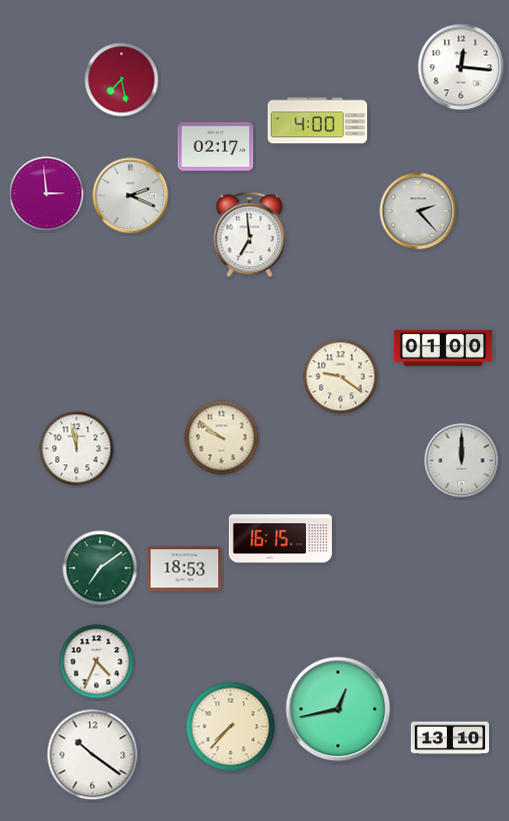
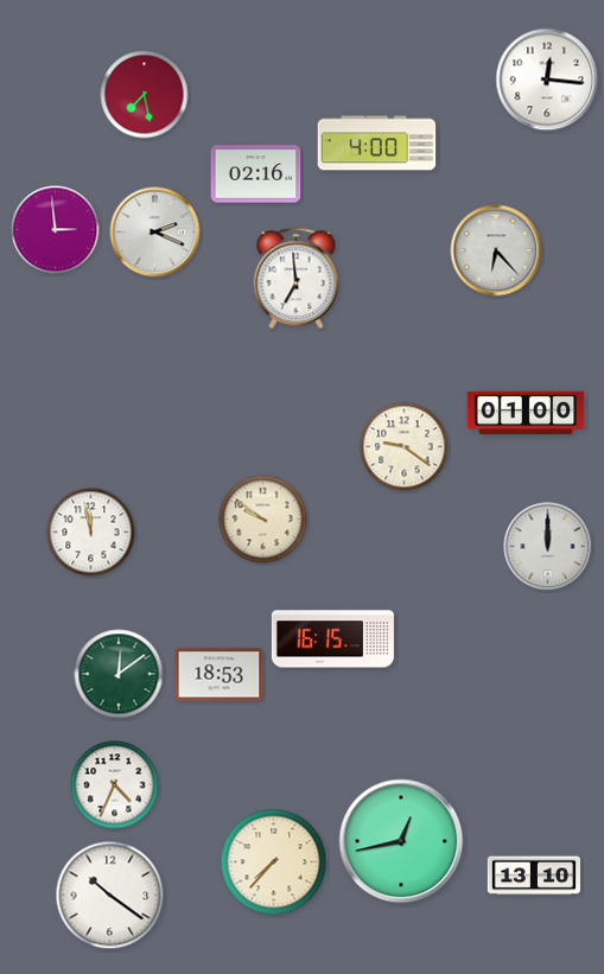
clock at (216, 147): 02:17 -> 02:16
clock at (418, 211): 2:23 -> 6:23
clock at (100, 568): 7:09 -> 12:09
